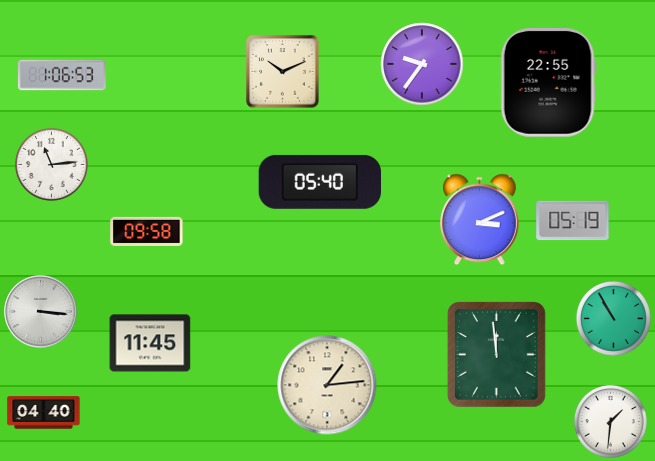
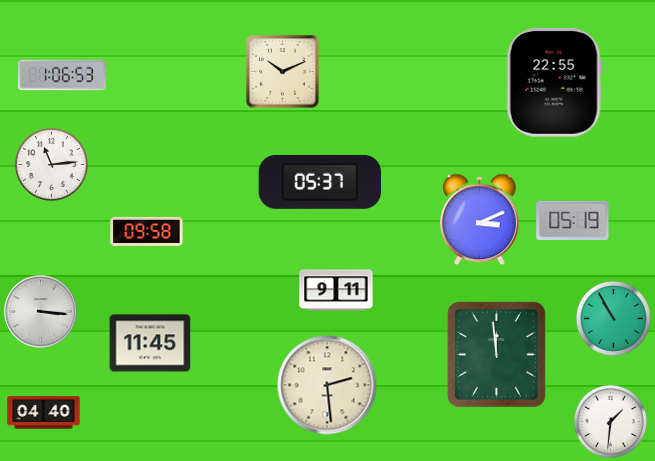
clock at (422, 64): 9:36 -> none
clock at (548, 83) position: (548, 83) -> (554, 83)
clock at (319, 182): 05:40 -> 05:37
clock at (336, 290): none -> 9:11
clock at (327, 385): 1:14 -> 2:29
